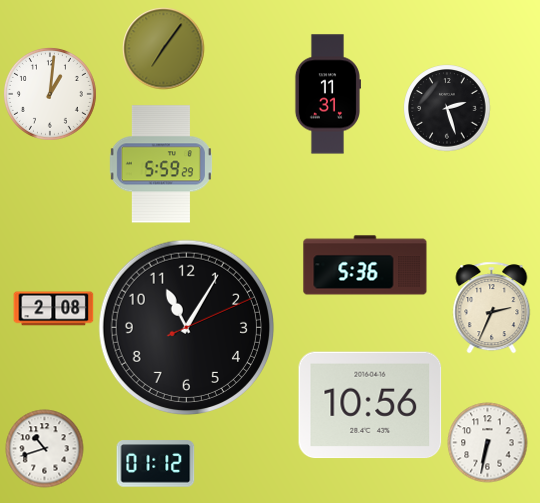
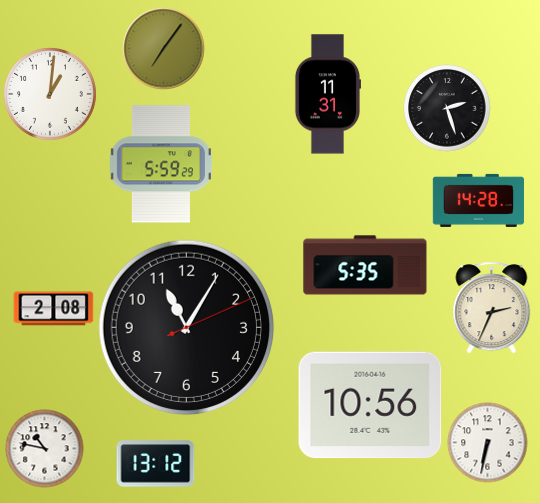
clock at (478, 200): none -> 14:28
clock at (365, 265): 5:36 -> 5:35
clock at (44, 448): 10:42 -> 10:47
clock at (155, 464): 01:12 -> 13:12
